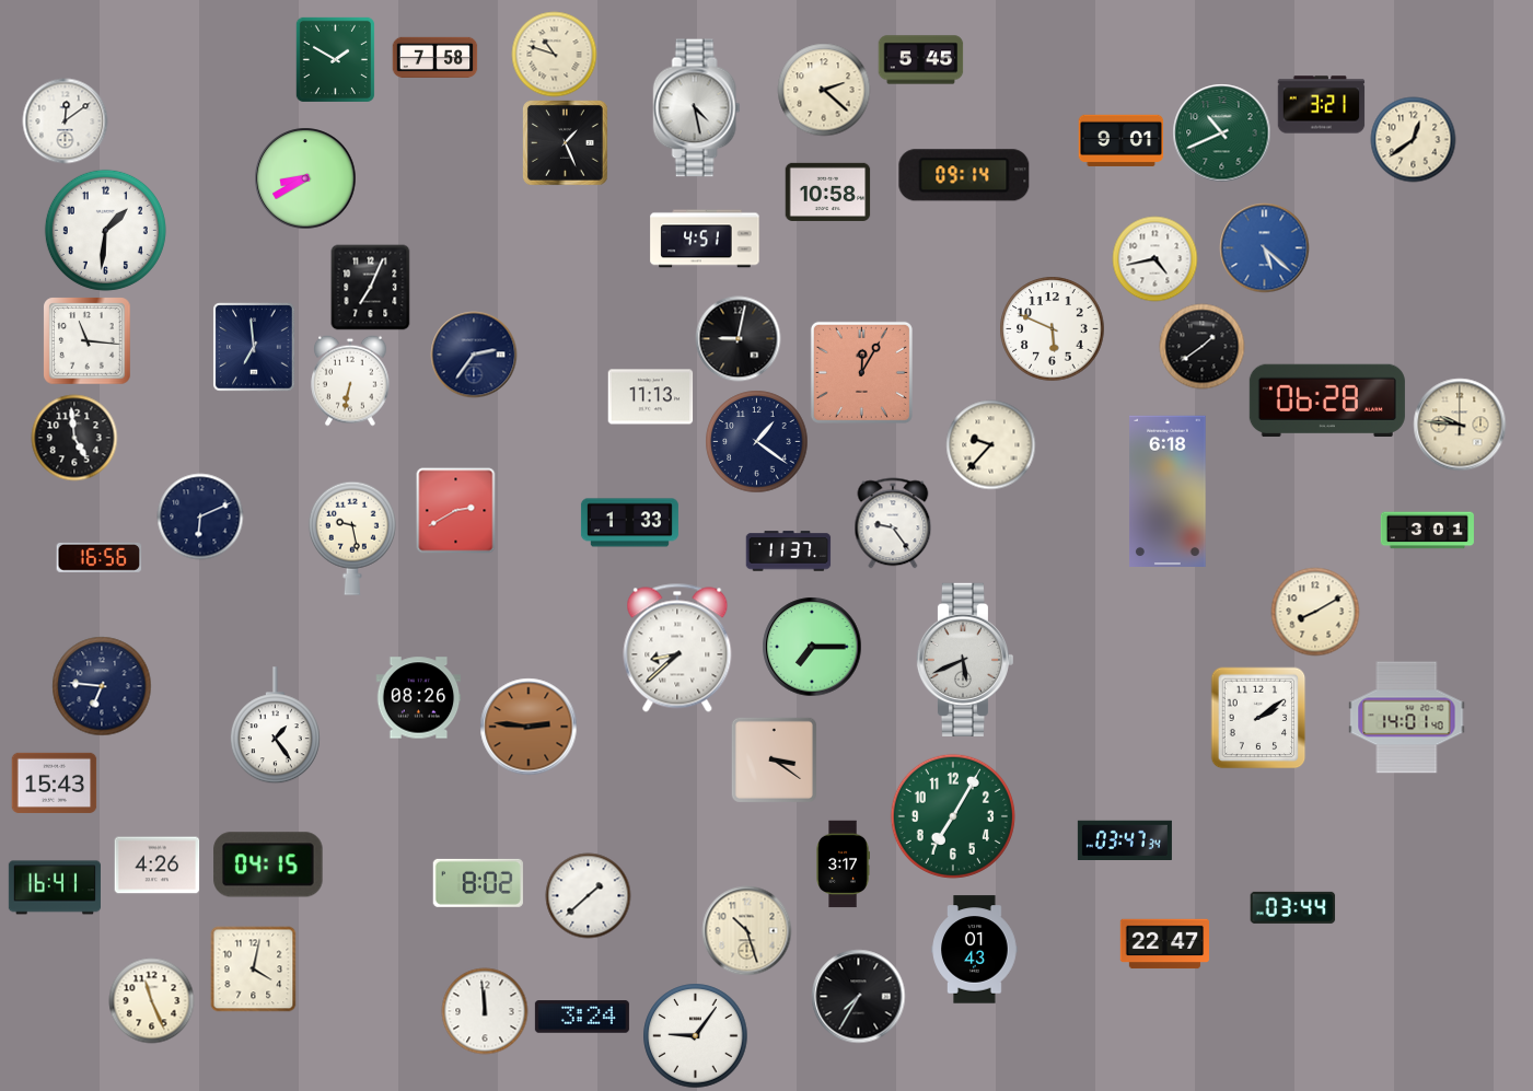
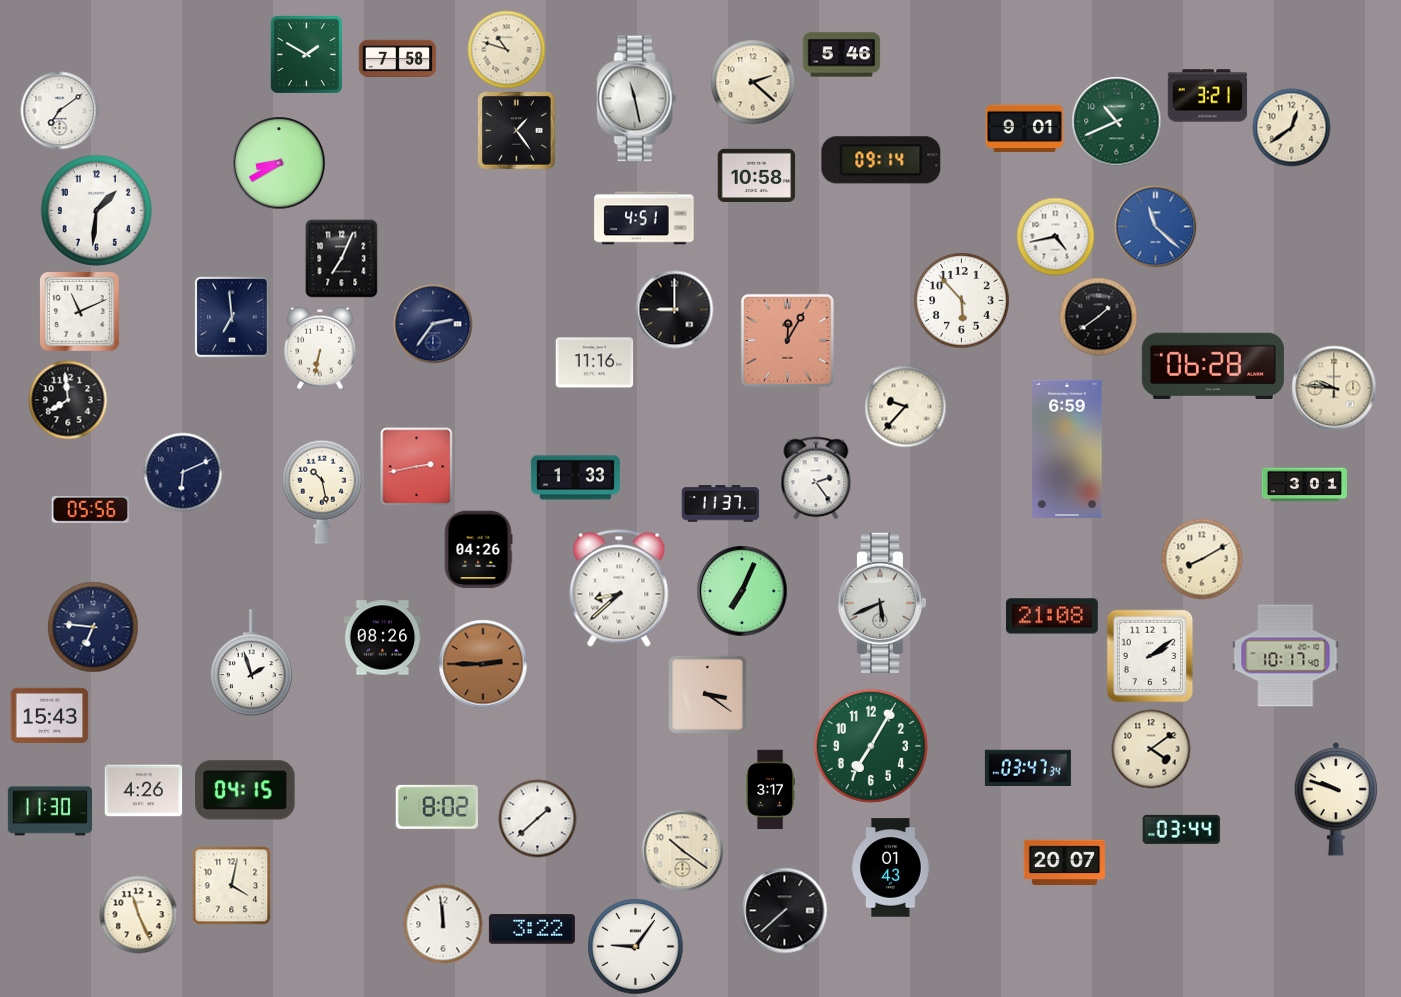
clock at (434, 58) position: (434, 58) -> (397, 59)
clock at (920, 60): 5:45 -> 5:46
clock at (697, 108): 4:28 -> 11:28
clock at (65, 120): 12:09 -> 7:09
clock at (566, 143): 1:26 -> 1:24
clock at (1264, 247): 5:22 -> 11:22
clock at (371, 287) position: (371, 287) -> (342, 258)
clock at (1052, 328): 5:49 -> 5:53
clock at (738, 338): 9:02 -> 9:00
clock at (86, 340): 11:16 -> 11:11
clock at (650, 397): 11:13 -> 11:16
clock at (74, 438): 4:59 -> 7:59
clock at (756, 441): 1:21 -> none
clock at (1168, 490): 6:18 -> 6:59
clock at (456, 510): 2:40 -> 2:43
clock at (893, 523): 9:24 -> 2:24
clock at (352, 538): 9:28 -> 10:28
clock at (98, 557): 16:56 -> 05:56
clock at (478, 549): none -> 04:26
clock at (812, 647): 7:15 -> 7:04
clock at (677, 648) position: (677, 648) -> (619, 588)
clock at (1052, 616): none -> 21:08
clock at (1407, 718): 14:01 -> 10:17
clock at (275, 726): 1:24 -> 1:57
clock at (529, 727): 2:46 -> 2:45
clock at (1151, 749): none -> 4:09
clock at (1336, 800): none -> 9:48
clock at (55, 887): 16:41 -> 11:30
clock at (746, 930): 10:27 -> 10:21
clock at (1164, 944): 22:47 -> 20:07
clock at (858, 996): 7:35 -> 7:38
clock at (582, 1017): 3:24 -> 3:22
